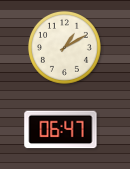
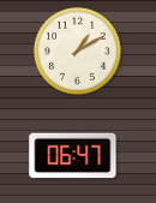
clock at (64, 47) position: (64, 47) -> (77, 50)
